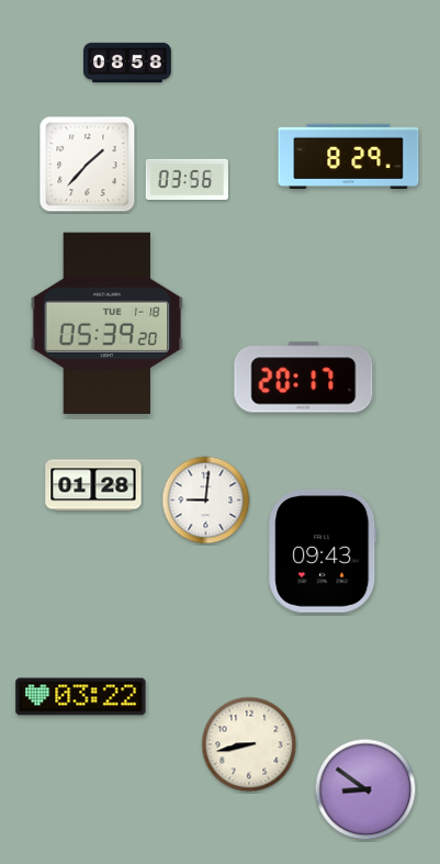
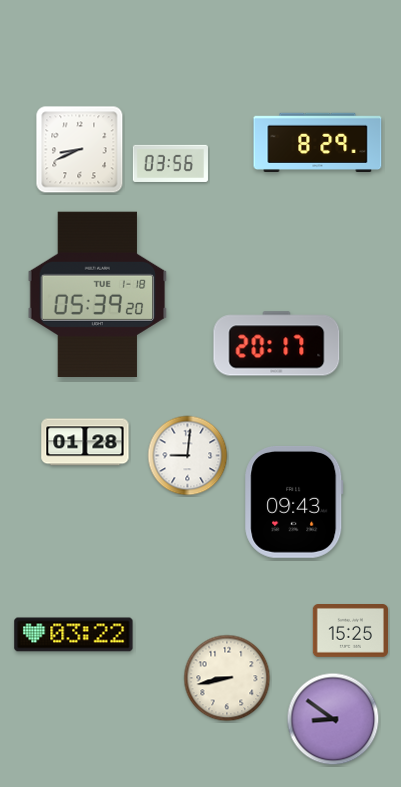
clock at (128, 63): 08:58 -> none
clock at (88, 165): 1:37 -> 8:41
clock at (350, 631): none -> 15:25
